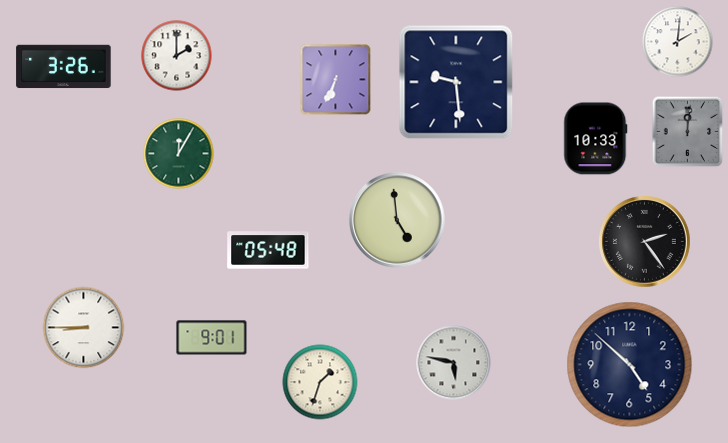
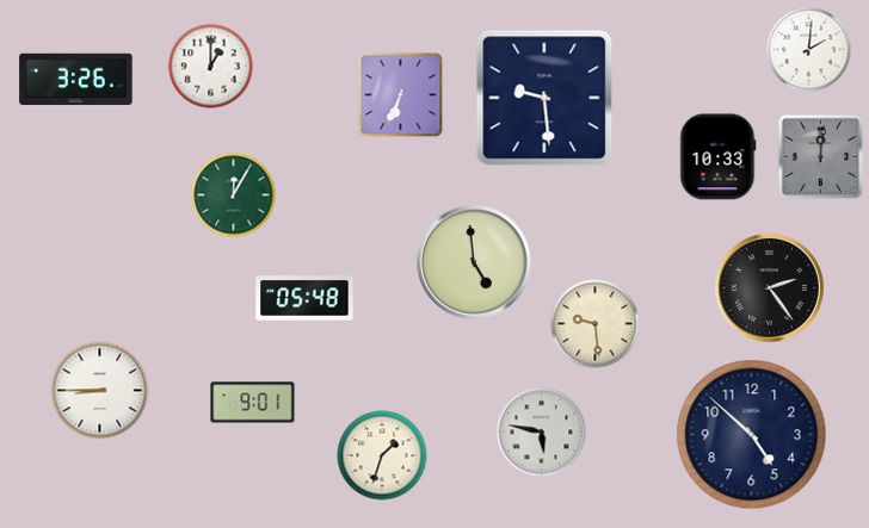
clock at (177, 56): 2:00 -> 1:00
clock at (596, 139) position: (596, 139) -> (719, 157)
clock at (179, 154) position: (179, 154) -> (234, 195)
clock at (268, 250) position: (268, 250) -> (304, 298)
clock at (596, 324): none -> 9:29
